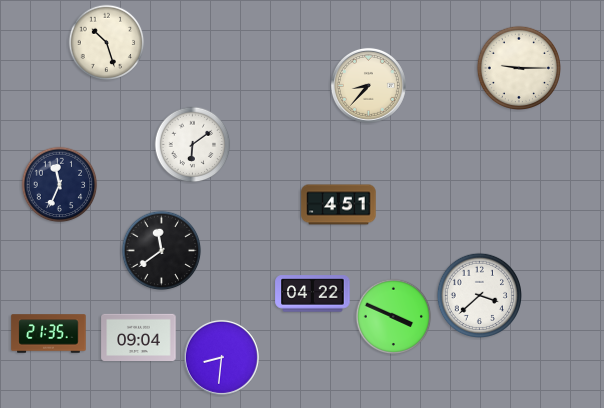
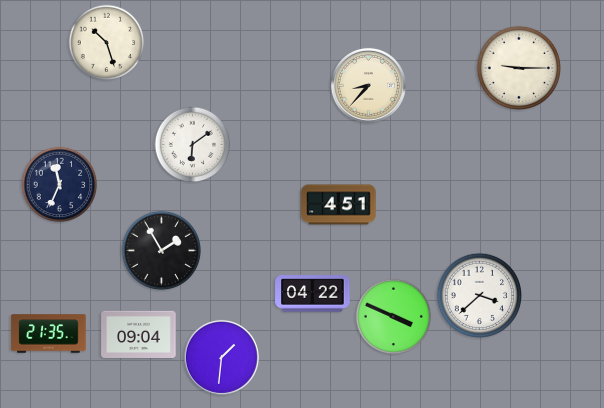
clock at (162, 251): 11:39 -> 1:55
clock at (139, 337) position: (139, 337) -> (139, 334)
clock at (221, 357): 8:31 -> 1:31
